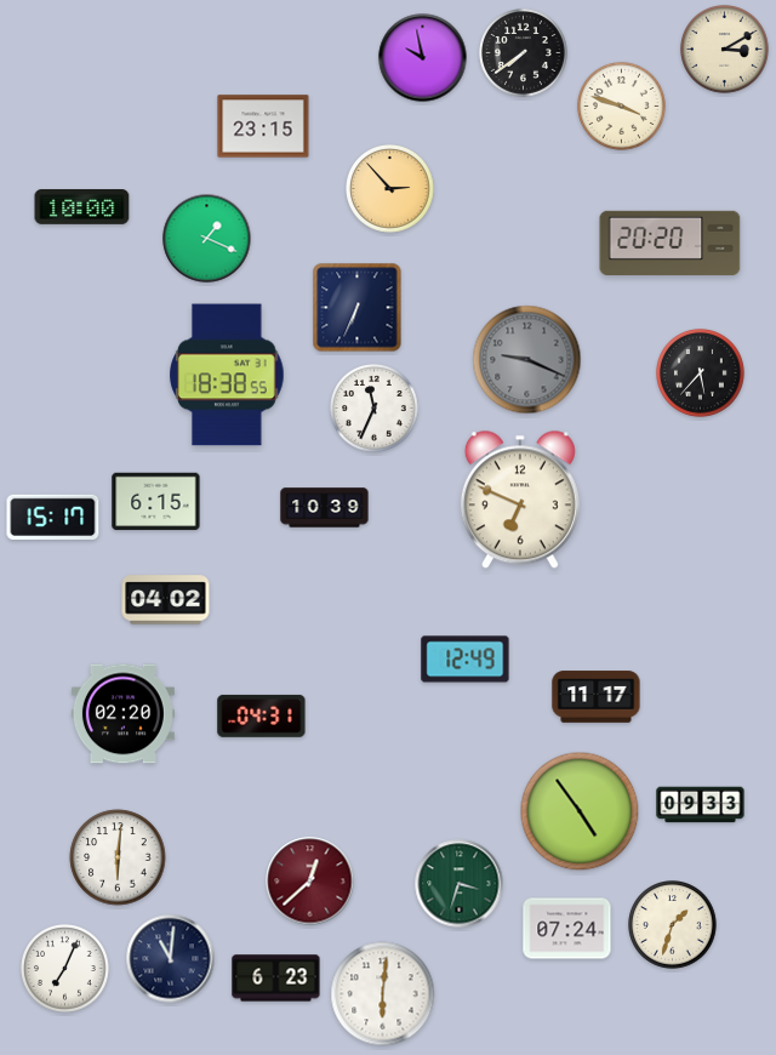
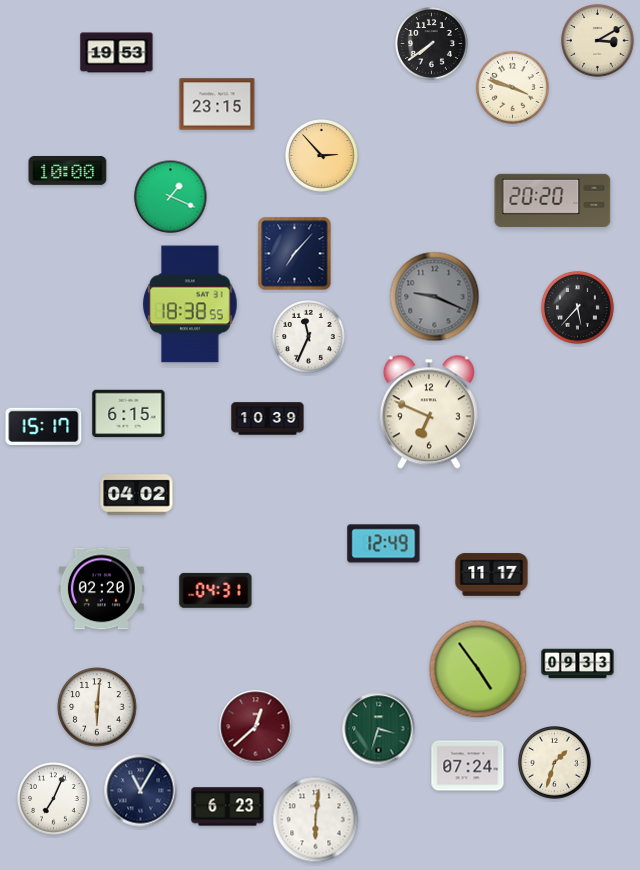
clock at (423, 58): 9:58 -> none
clock at (117, 53): none -> 19:53
clock at (358, 308): 6:34 -> 7:07
clock at (227, 375) position: (227, 375) -> (190, 304)
clock at (171, 959): 11:01 -> 11:05
